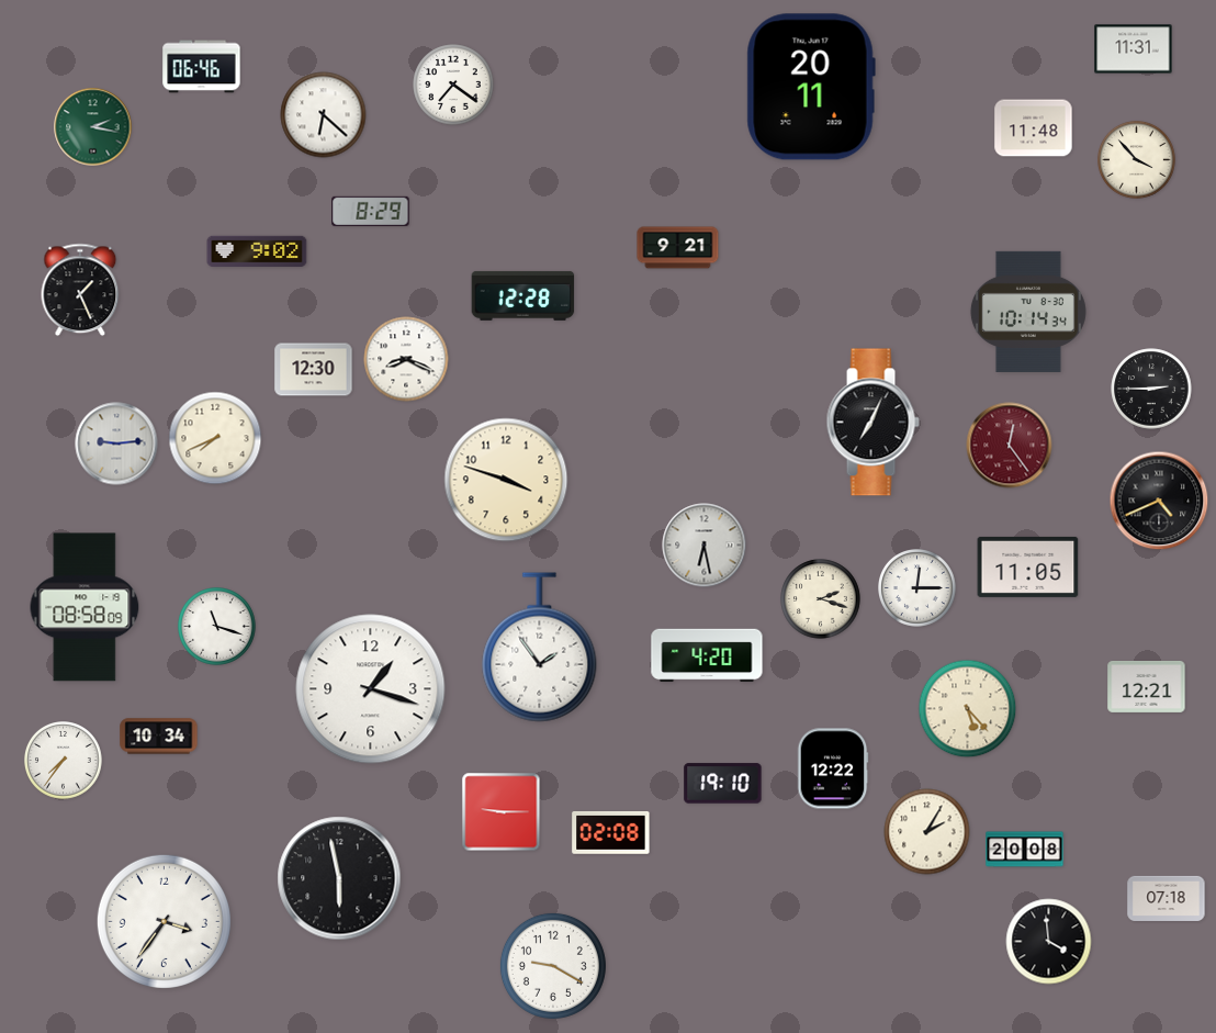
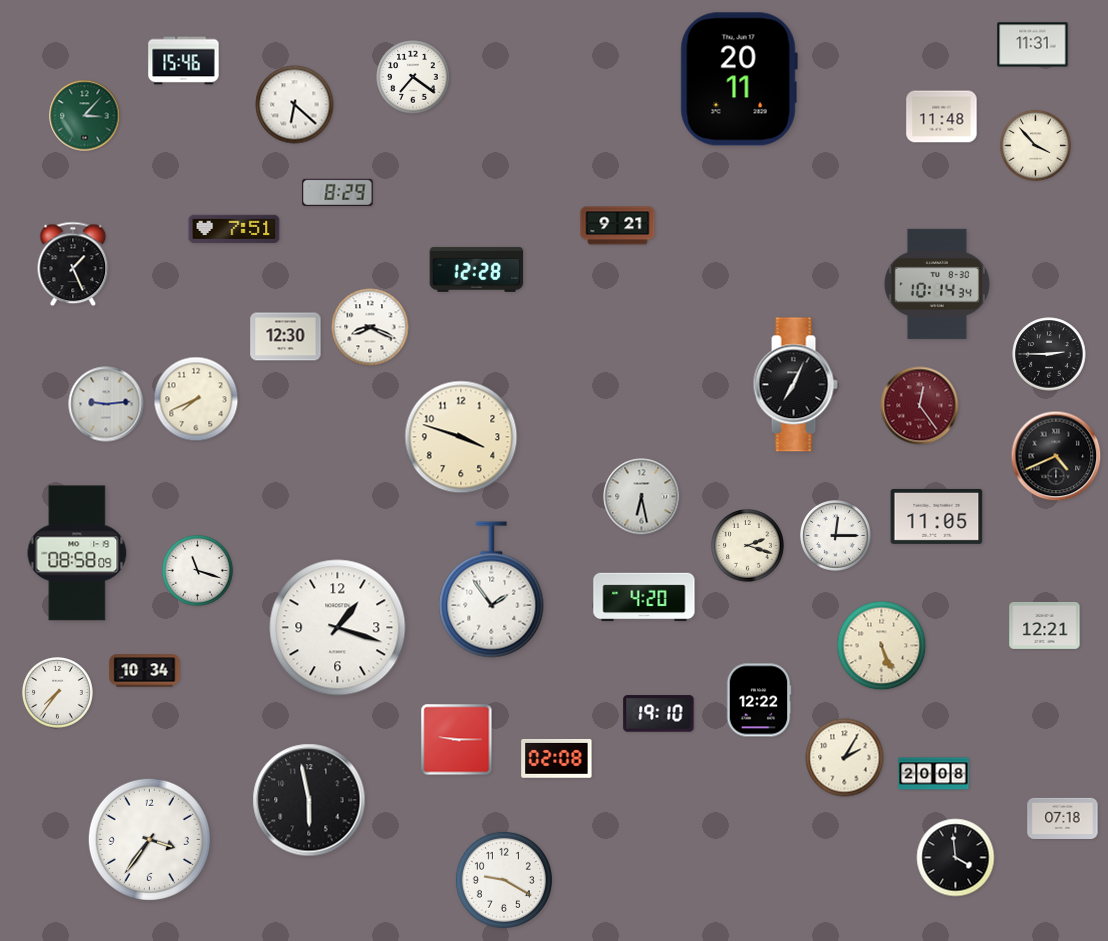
clock at (202, 67): 06:46 -> 15:46
clock at (93, 127): 2:17 -> 3:07
clock at (257, 251): 9:02 -> 7:51
clock at (968, 709): 5:23 -> 5:26
